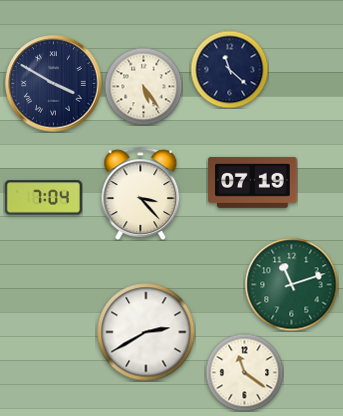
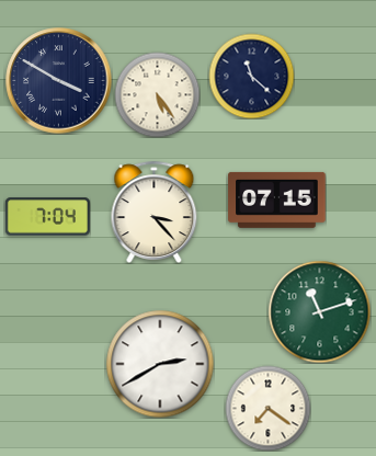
clock at (54, 84) position: (54, 84) -> (59, 81)
clock at (253, 182): 07:19 -> 07:15
clock at (244, 372): 11:21 -> 7:21
